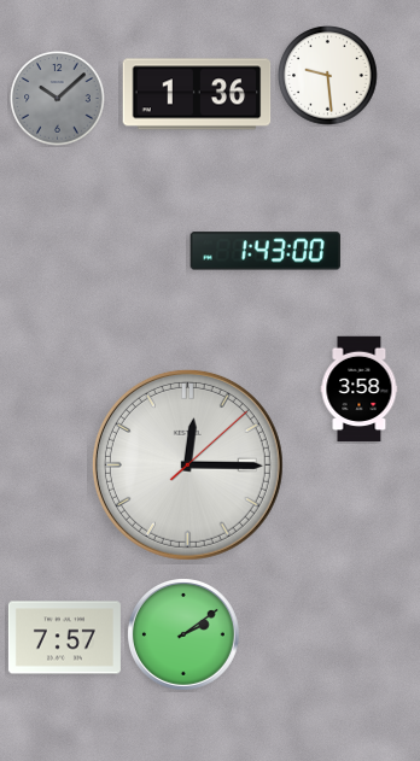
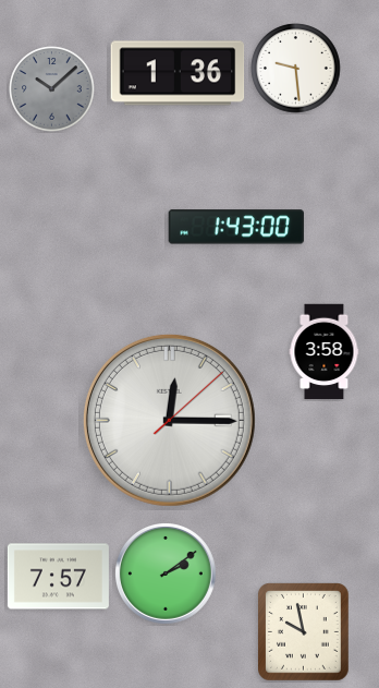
clock at (197, 94) position: (197, 94) -> (178, 73)
clock at (264, 251) position: (264, 251) -> (235, 227)
clock at (304, 632): none -> 9:58
